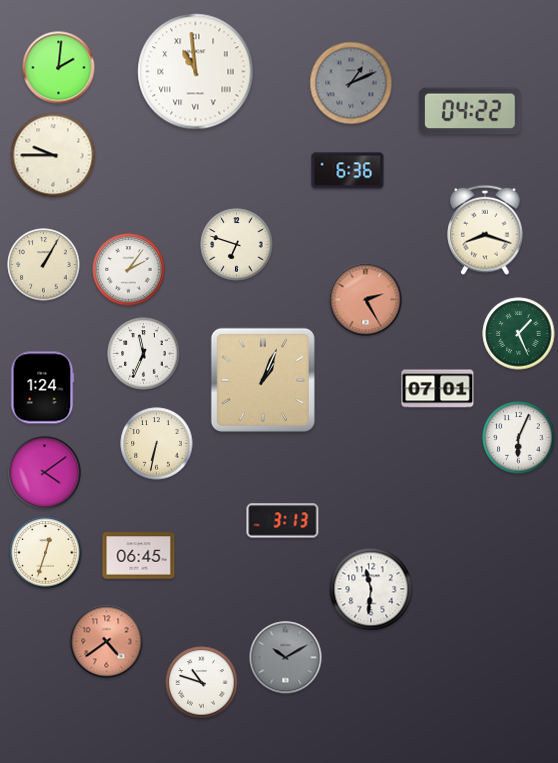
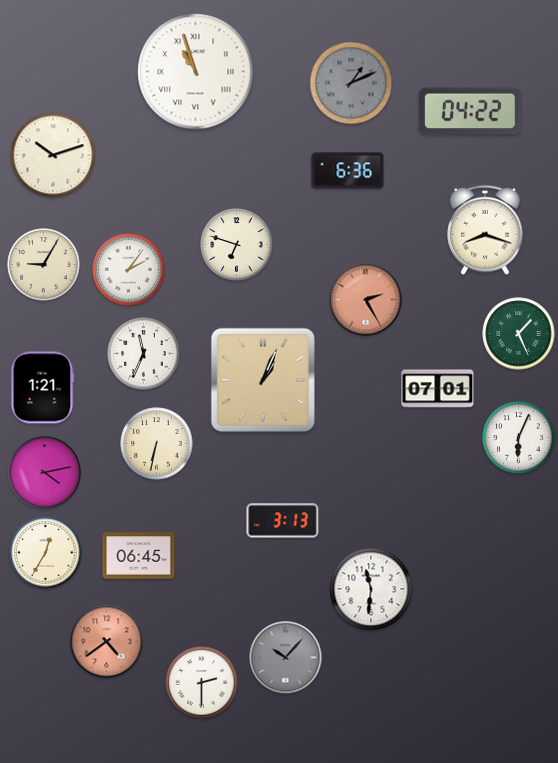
clock at (59, 68): 2:01 -> none
clock at (196, 72): 10:59 -> 10:57
clock at (53, 155): 9:45 -> 10:12
clock at (44, 265): 1:05 -> 9:05
clock at (42, 388): 1:24 -> 1:21
clock at (45, 473): 4:09 -> 4:13
clock at (46, 553): 12:33 -> 12:35
clock at (286, 658): 10:10 -> 10:07
clock at (202, 683): 10:48 -> 2:30
